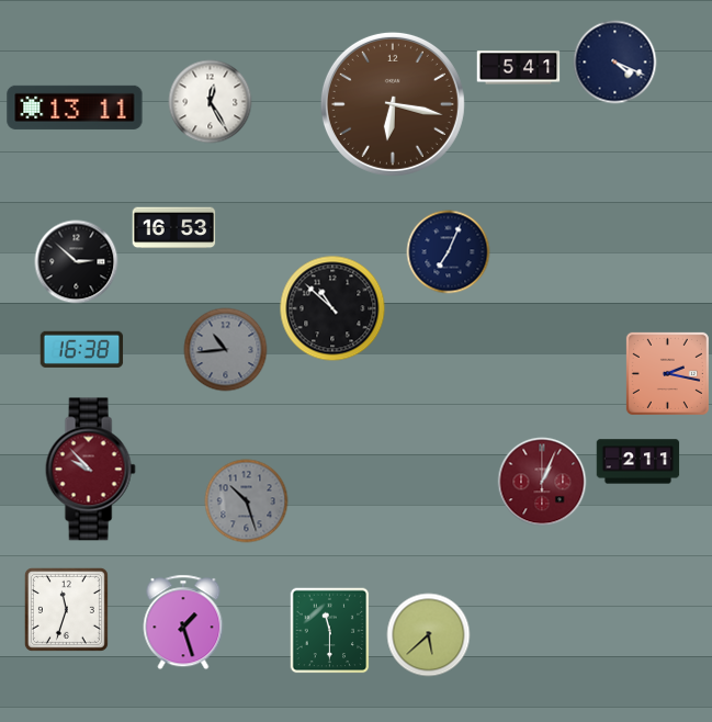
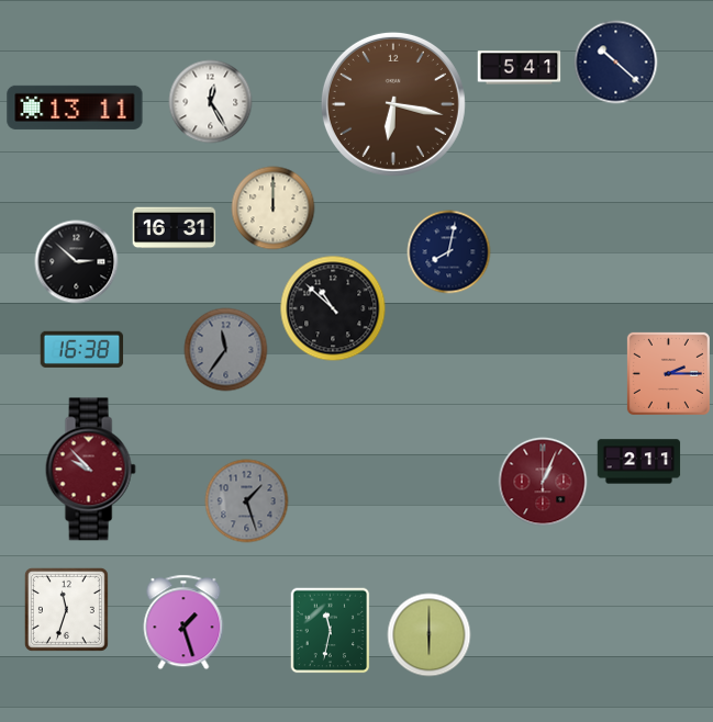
clock at (615, 63): 4:19 -> 10:22
clock at (274, 208): none -> 12:00
clock at (174, 228): 16:53 -> 16:31
clock at (449, 252): 7:04 -> 8:02
clock at (226, 350): 10:44 -> 11:36
clock at (667, 373): 2:17 -> 2:15
clock at (247, 501): 10:27 -> 1:27
clock at (330, 631): 11:30 -> 11:32
clock at (429, 635): 5:38 -> 6:00
